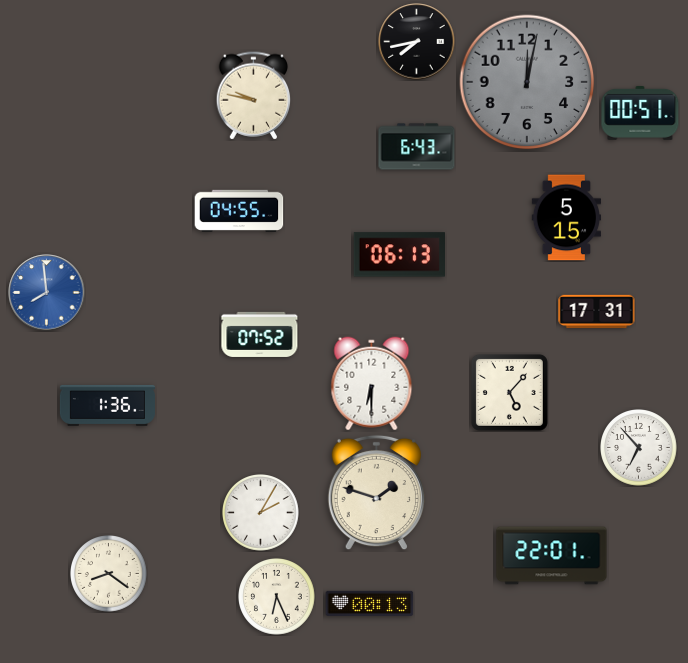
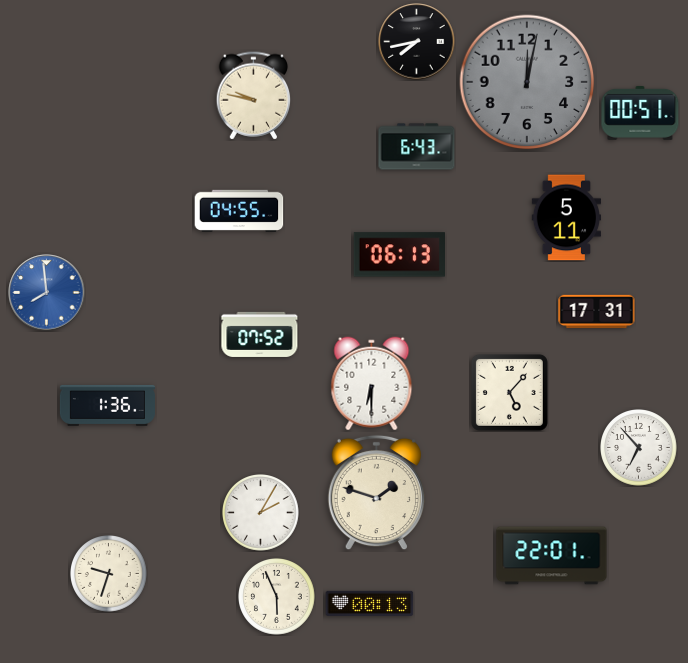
clock at (566, 218): 5:15 -> 5:11
clock at (109, 574): 8:21 -> 9:33
clock at (277, 597): 6:26 -> 5:56
